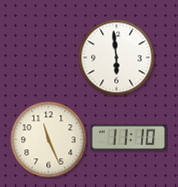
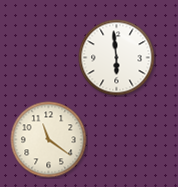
clock at (129, 138): 11:10 -> none
clock at (49, 140): 11:26 -> 11:21
